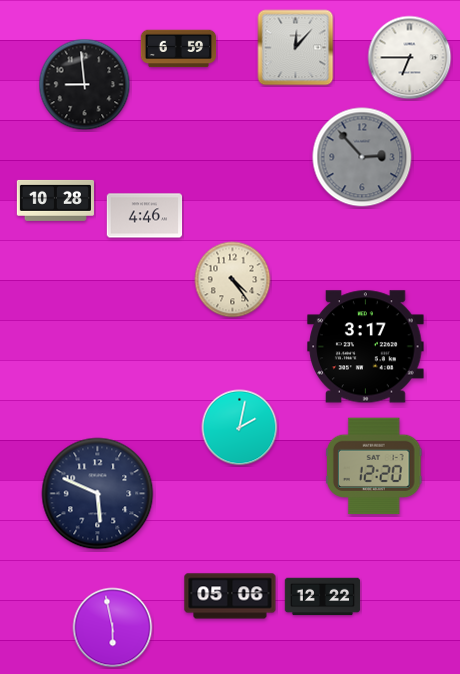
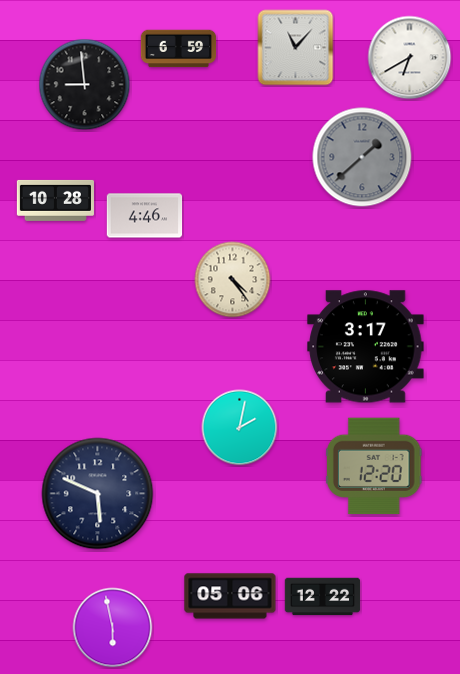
clock at (296, 48): 12:07 -> 11:07
clock at (410, 58): 6:45 -> 6:40
clock at (362, 157): 2:53 -> 1:38
